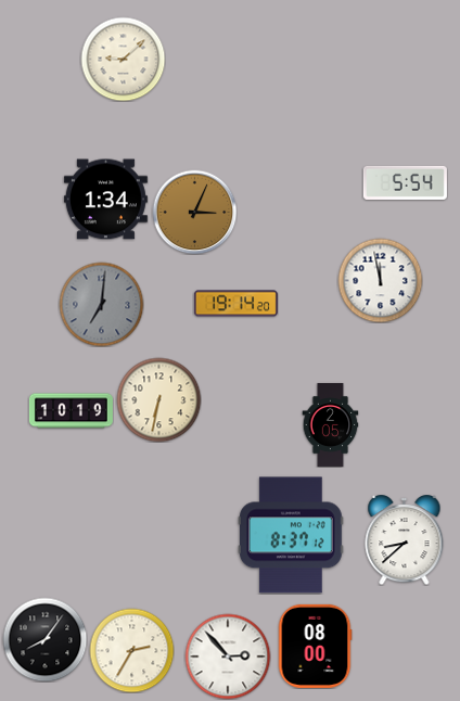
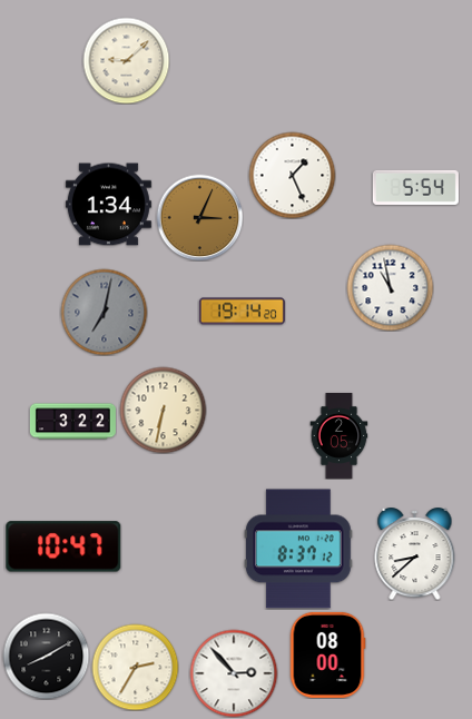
clock at (292, 175): none -> 1:26
clock at (380, 280): 11:58 -> 10:58
clock at (101, 304): 7:01 -> 7:02
clock at (71, 411): 10:19 -> 3:22
clock at (63, 546): none -> 10:47
clock at (44, 639): 8:06 -> 8:10
clock at (315, 646) position: (315, 646) -> (327, 654)
